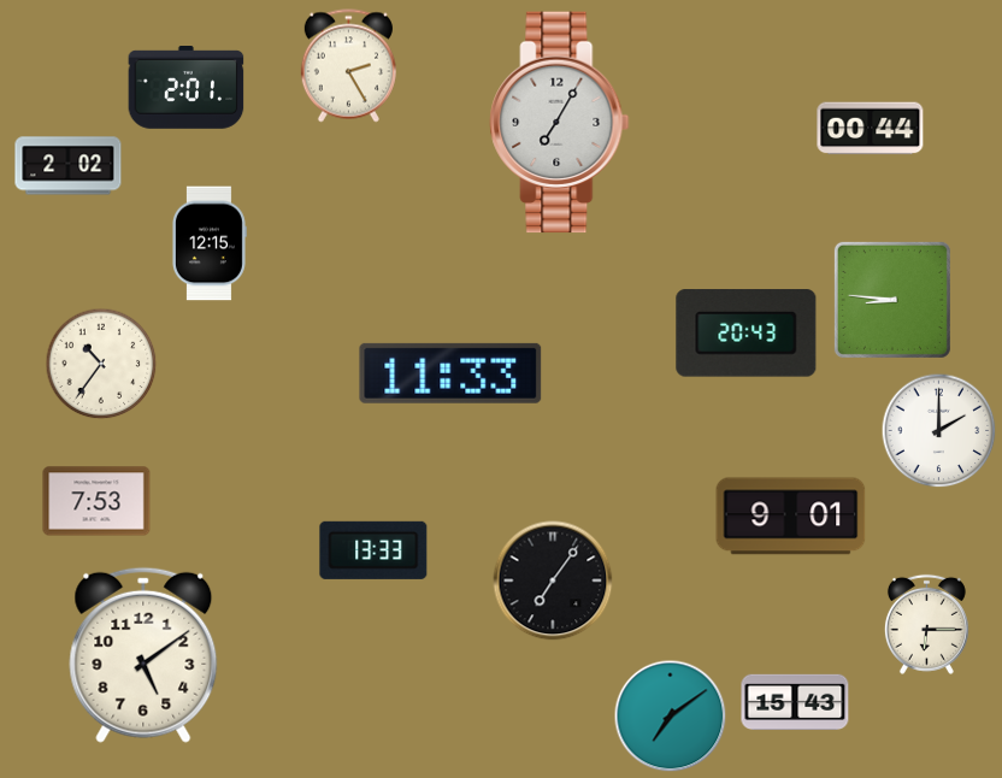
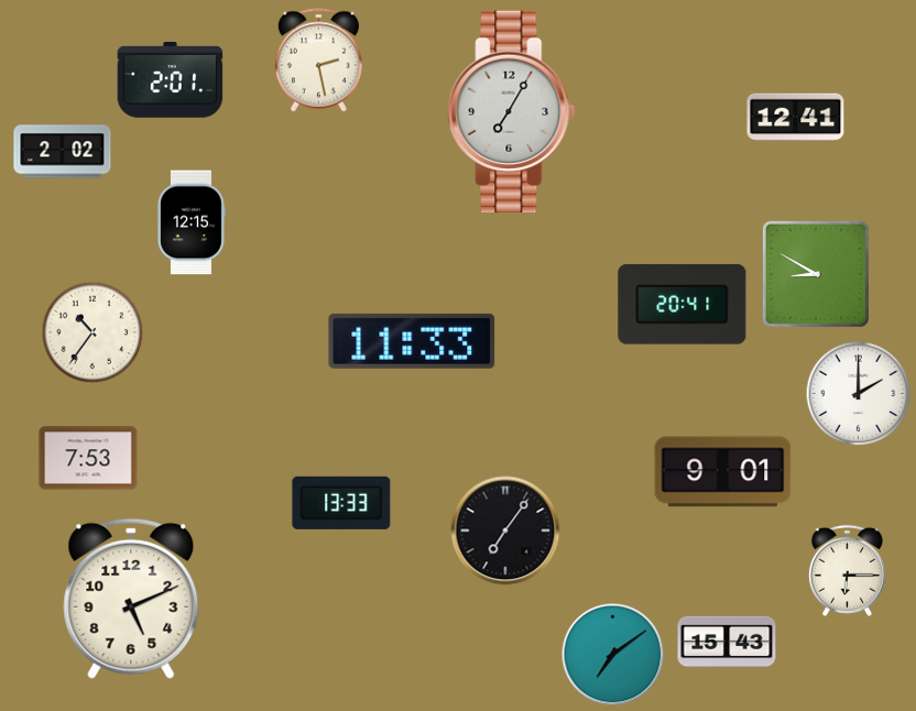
clock at (348, 66): 2:25 -> 2:28
clock at (871, 129): 00:44 -> 12:41
clock at (892, 300): 8:46 -> 8:50
clock at (747, 334): 20:43 -> 20:41
clock at (143, 655): 5:09 -> 5:11
